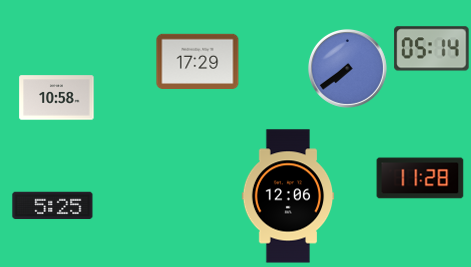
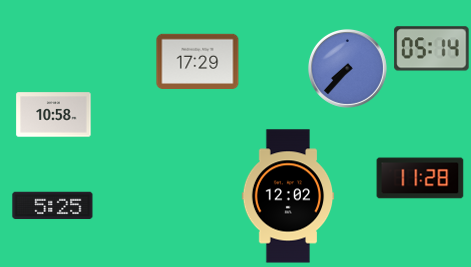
clock at (347, 68): 7:39 -> 7:37
clock at (57, 98) position: (57, 98) -> (54, 115)
clock at (288, 196): 12:06 -> 12:02
